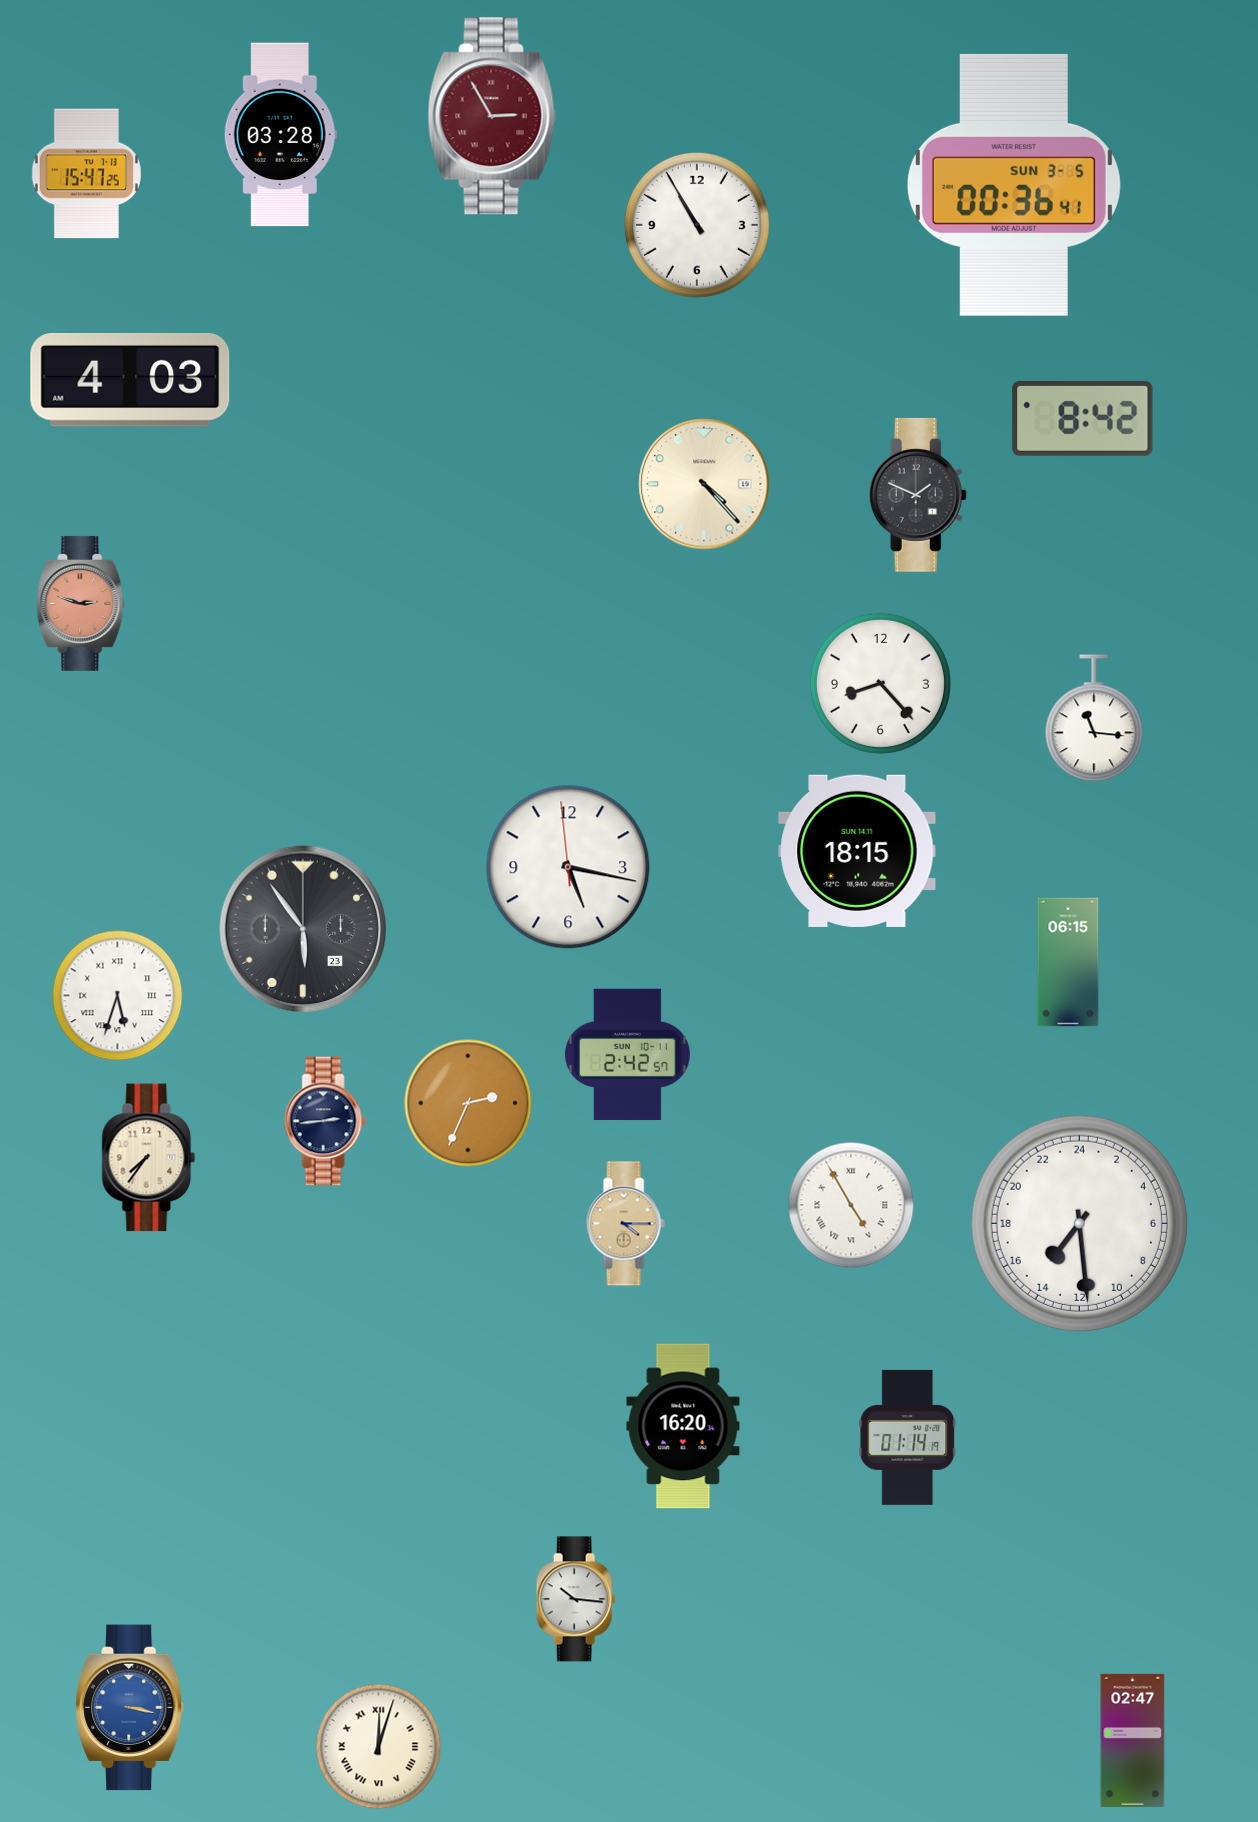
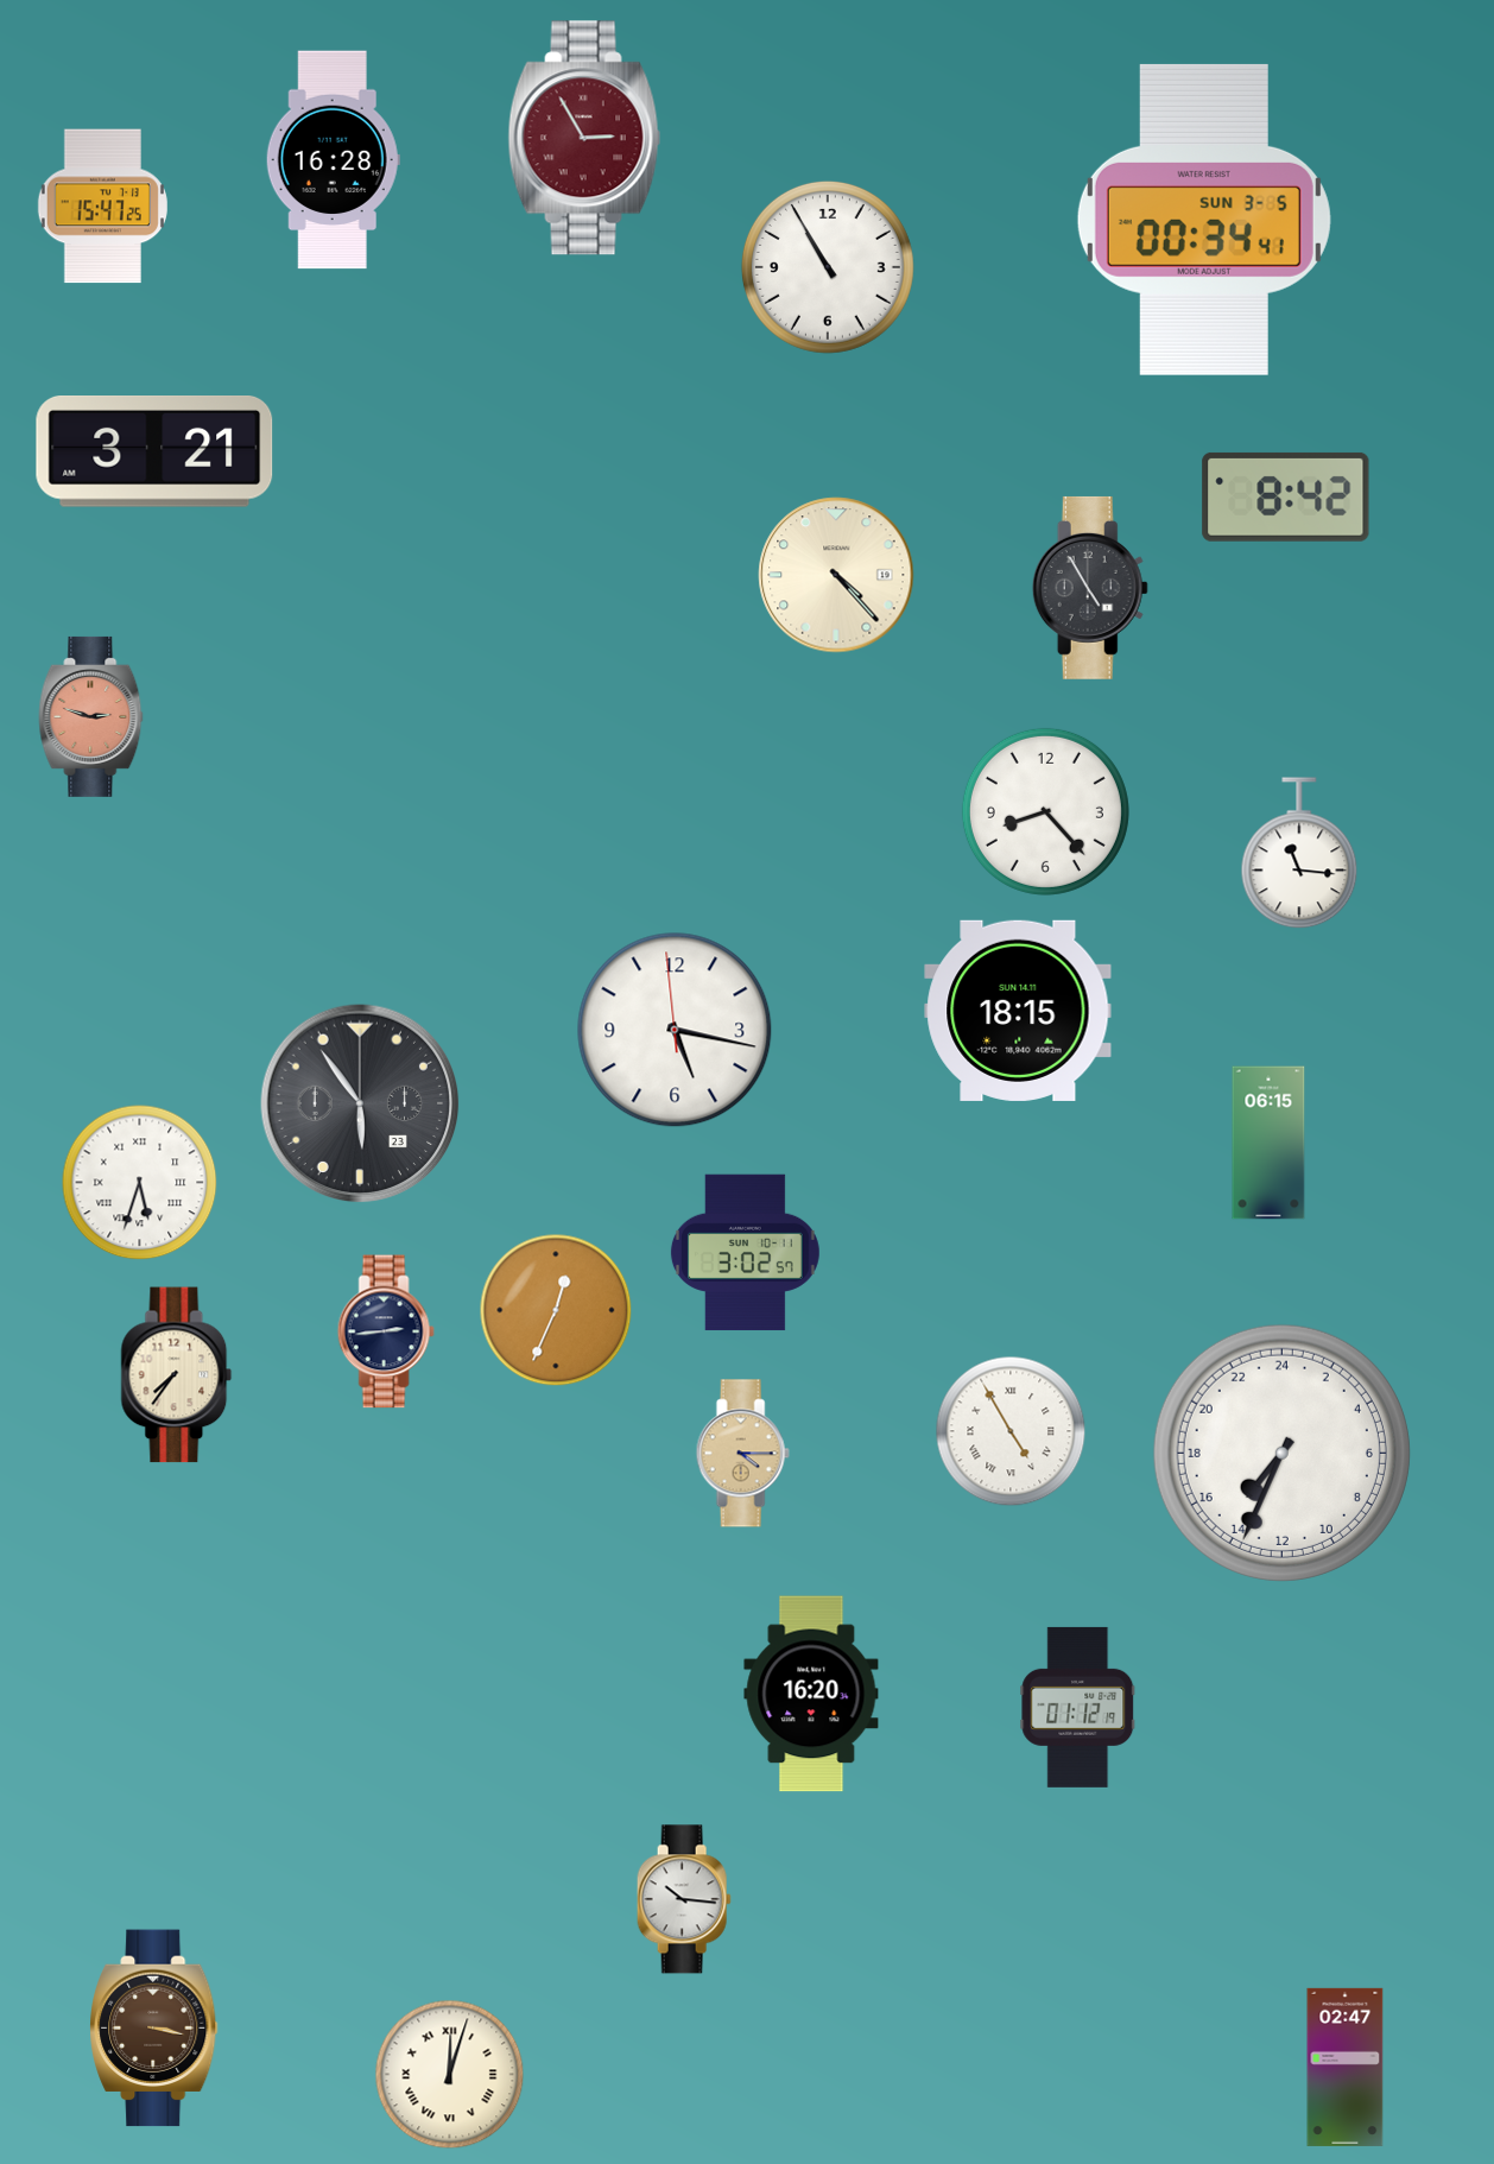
clock at (280, 135): 03:28 -> 16:28
clock at (1014, 185): 00:36 -> 00:34
clock at (130, 381): 4:03 -> 3:21
clock at (918, 495): 1:49 -> 4:55
clock at (81, 603) position: (81, 603) -> (91, 716)
clock at (627, 1055): 2:42 -> 3:02
clock at (468, 1103): 2:34 -> 12:34
clock at (1079, 1223): 14:29 -> 14:34
clock at (908, 1437): 01:14 -> 01:12
clock at (130, 1708) dial: blue -> brown
